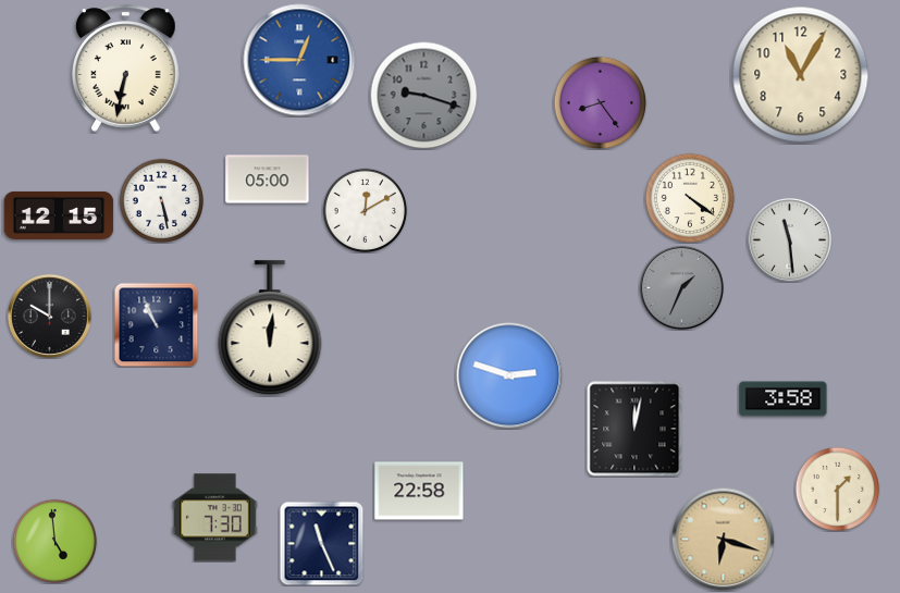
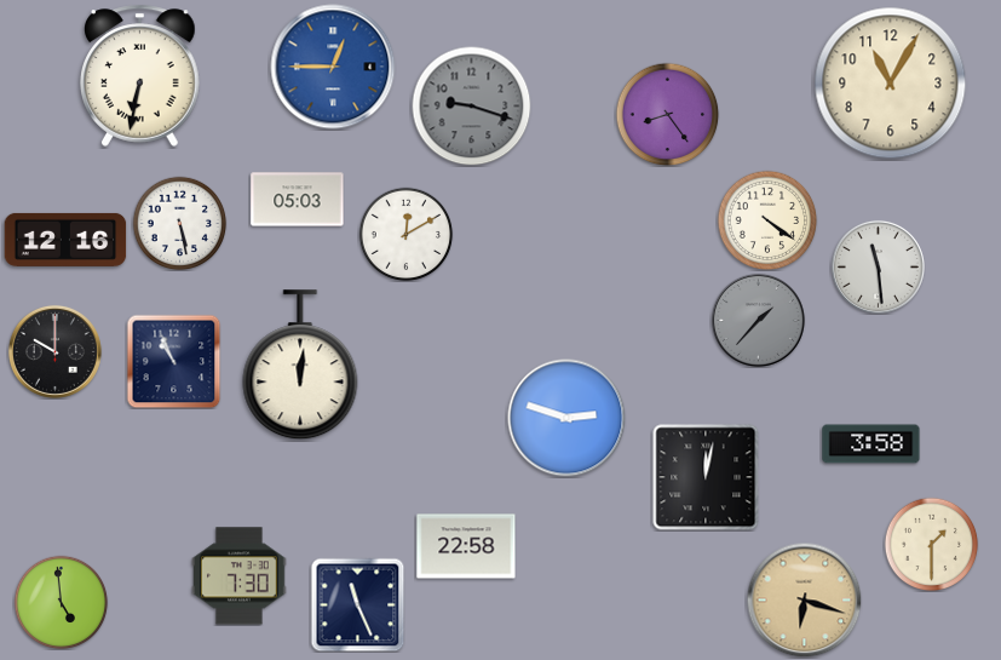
clock at (268, 180): 05:00 -> 05:03
clock at (59, 215): 12:15 -> 12:16
clock at (681, 287): 1:34 -> 1:37
